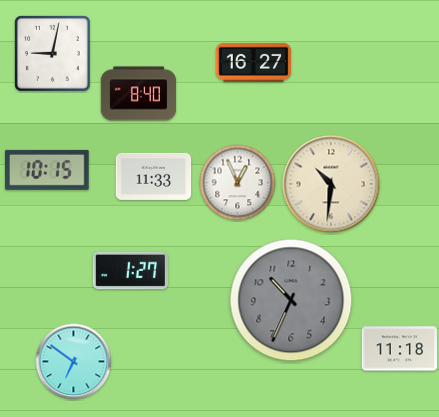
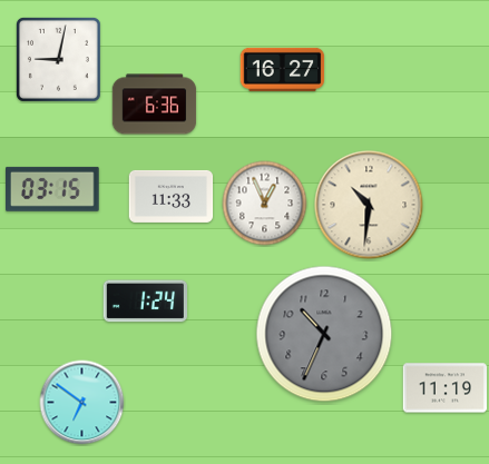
clock at (139, 94): 8:40 -> 6:36
clock at (48, 170): 10:15 -> 03:15
clock at (130, 271): 1:27 -> 1:24
clock at (400, 349): 11:18 -> 11:19
